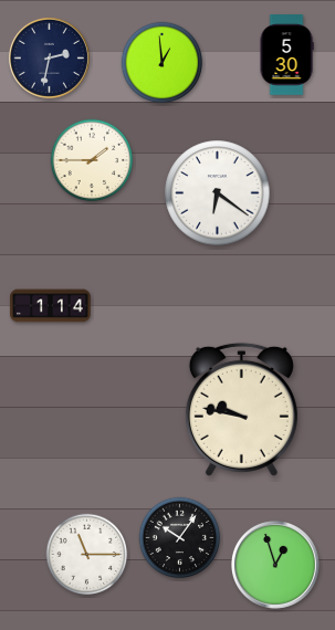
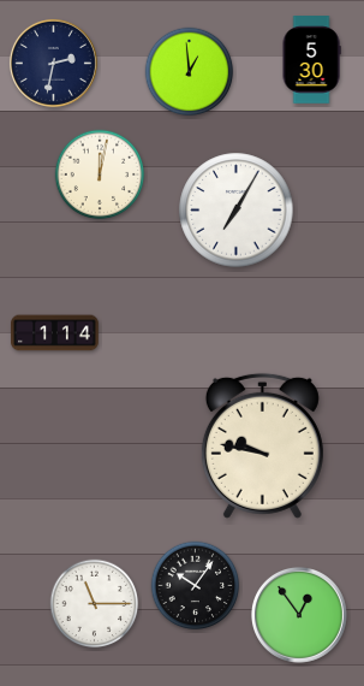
clock at (163, 63) position: (163, 63) -> (190, 72)
clock at (92, 160): 1:45 -> 12:02
clock at (218, 193): 6:21 -> 7:05
clock at (275, 565): 12:57 -> 12:54
